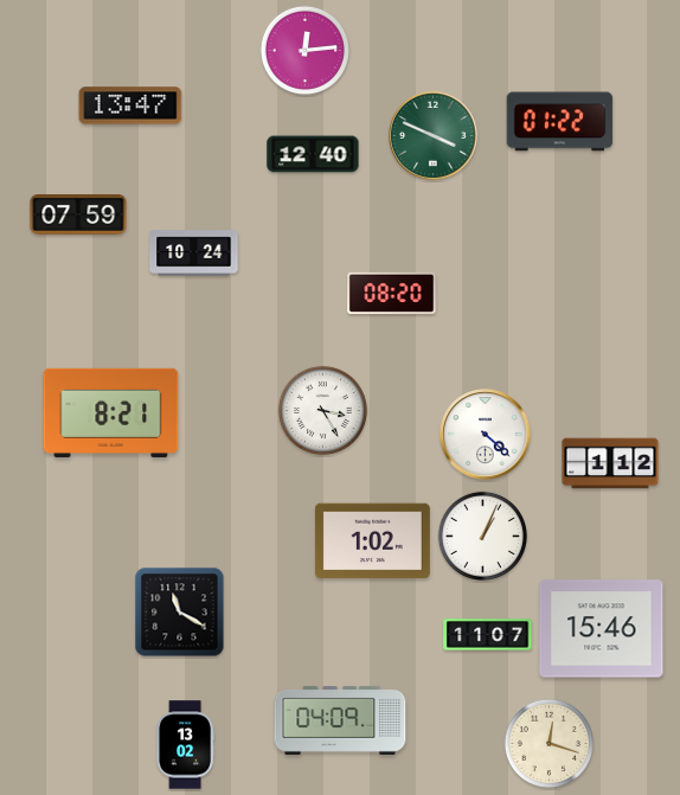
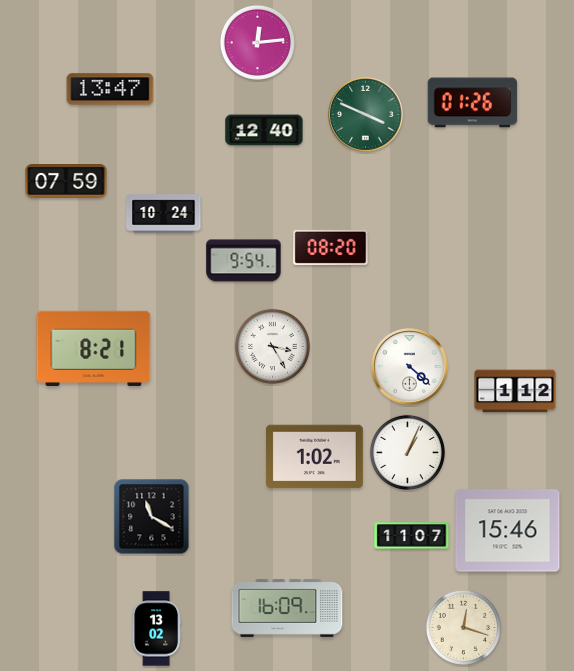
clock at (560, 122): 01:22 -> 01:26
clock at (244, 261): none -> 9:54
clock at (340, 720): 04:09 -> 16:09
